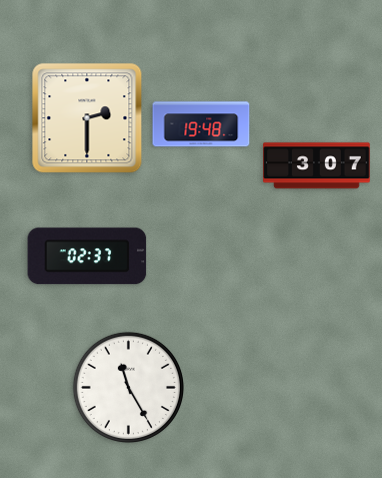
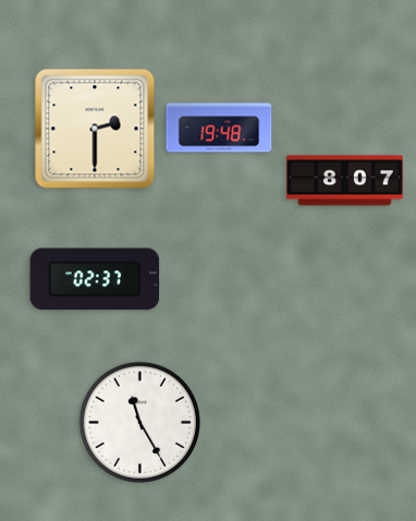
clock at (201, 124) position: (201, 124) -> (219, 128)
clock at (317, 166): 3:07 -> 8:07
